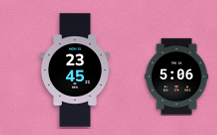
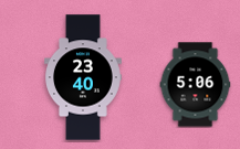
clock at (76, 70): 23:45 -> 23:40
